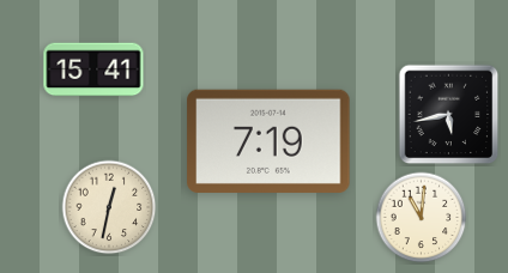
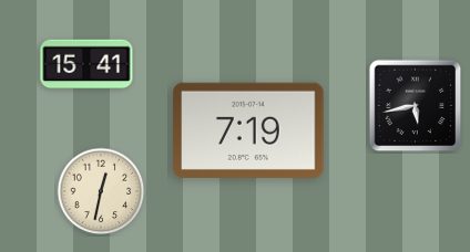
clock at (422, 218): 11:01 -> none
